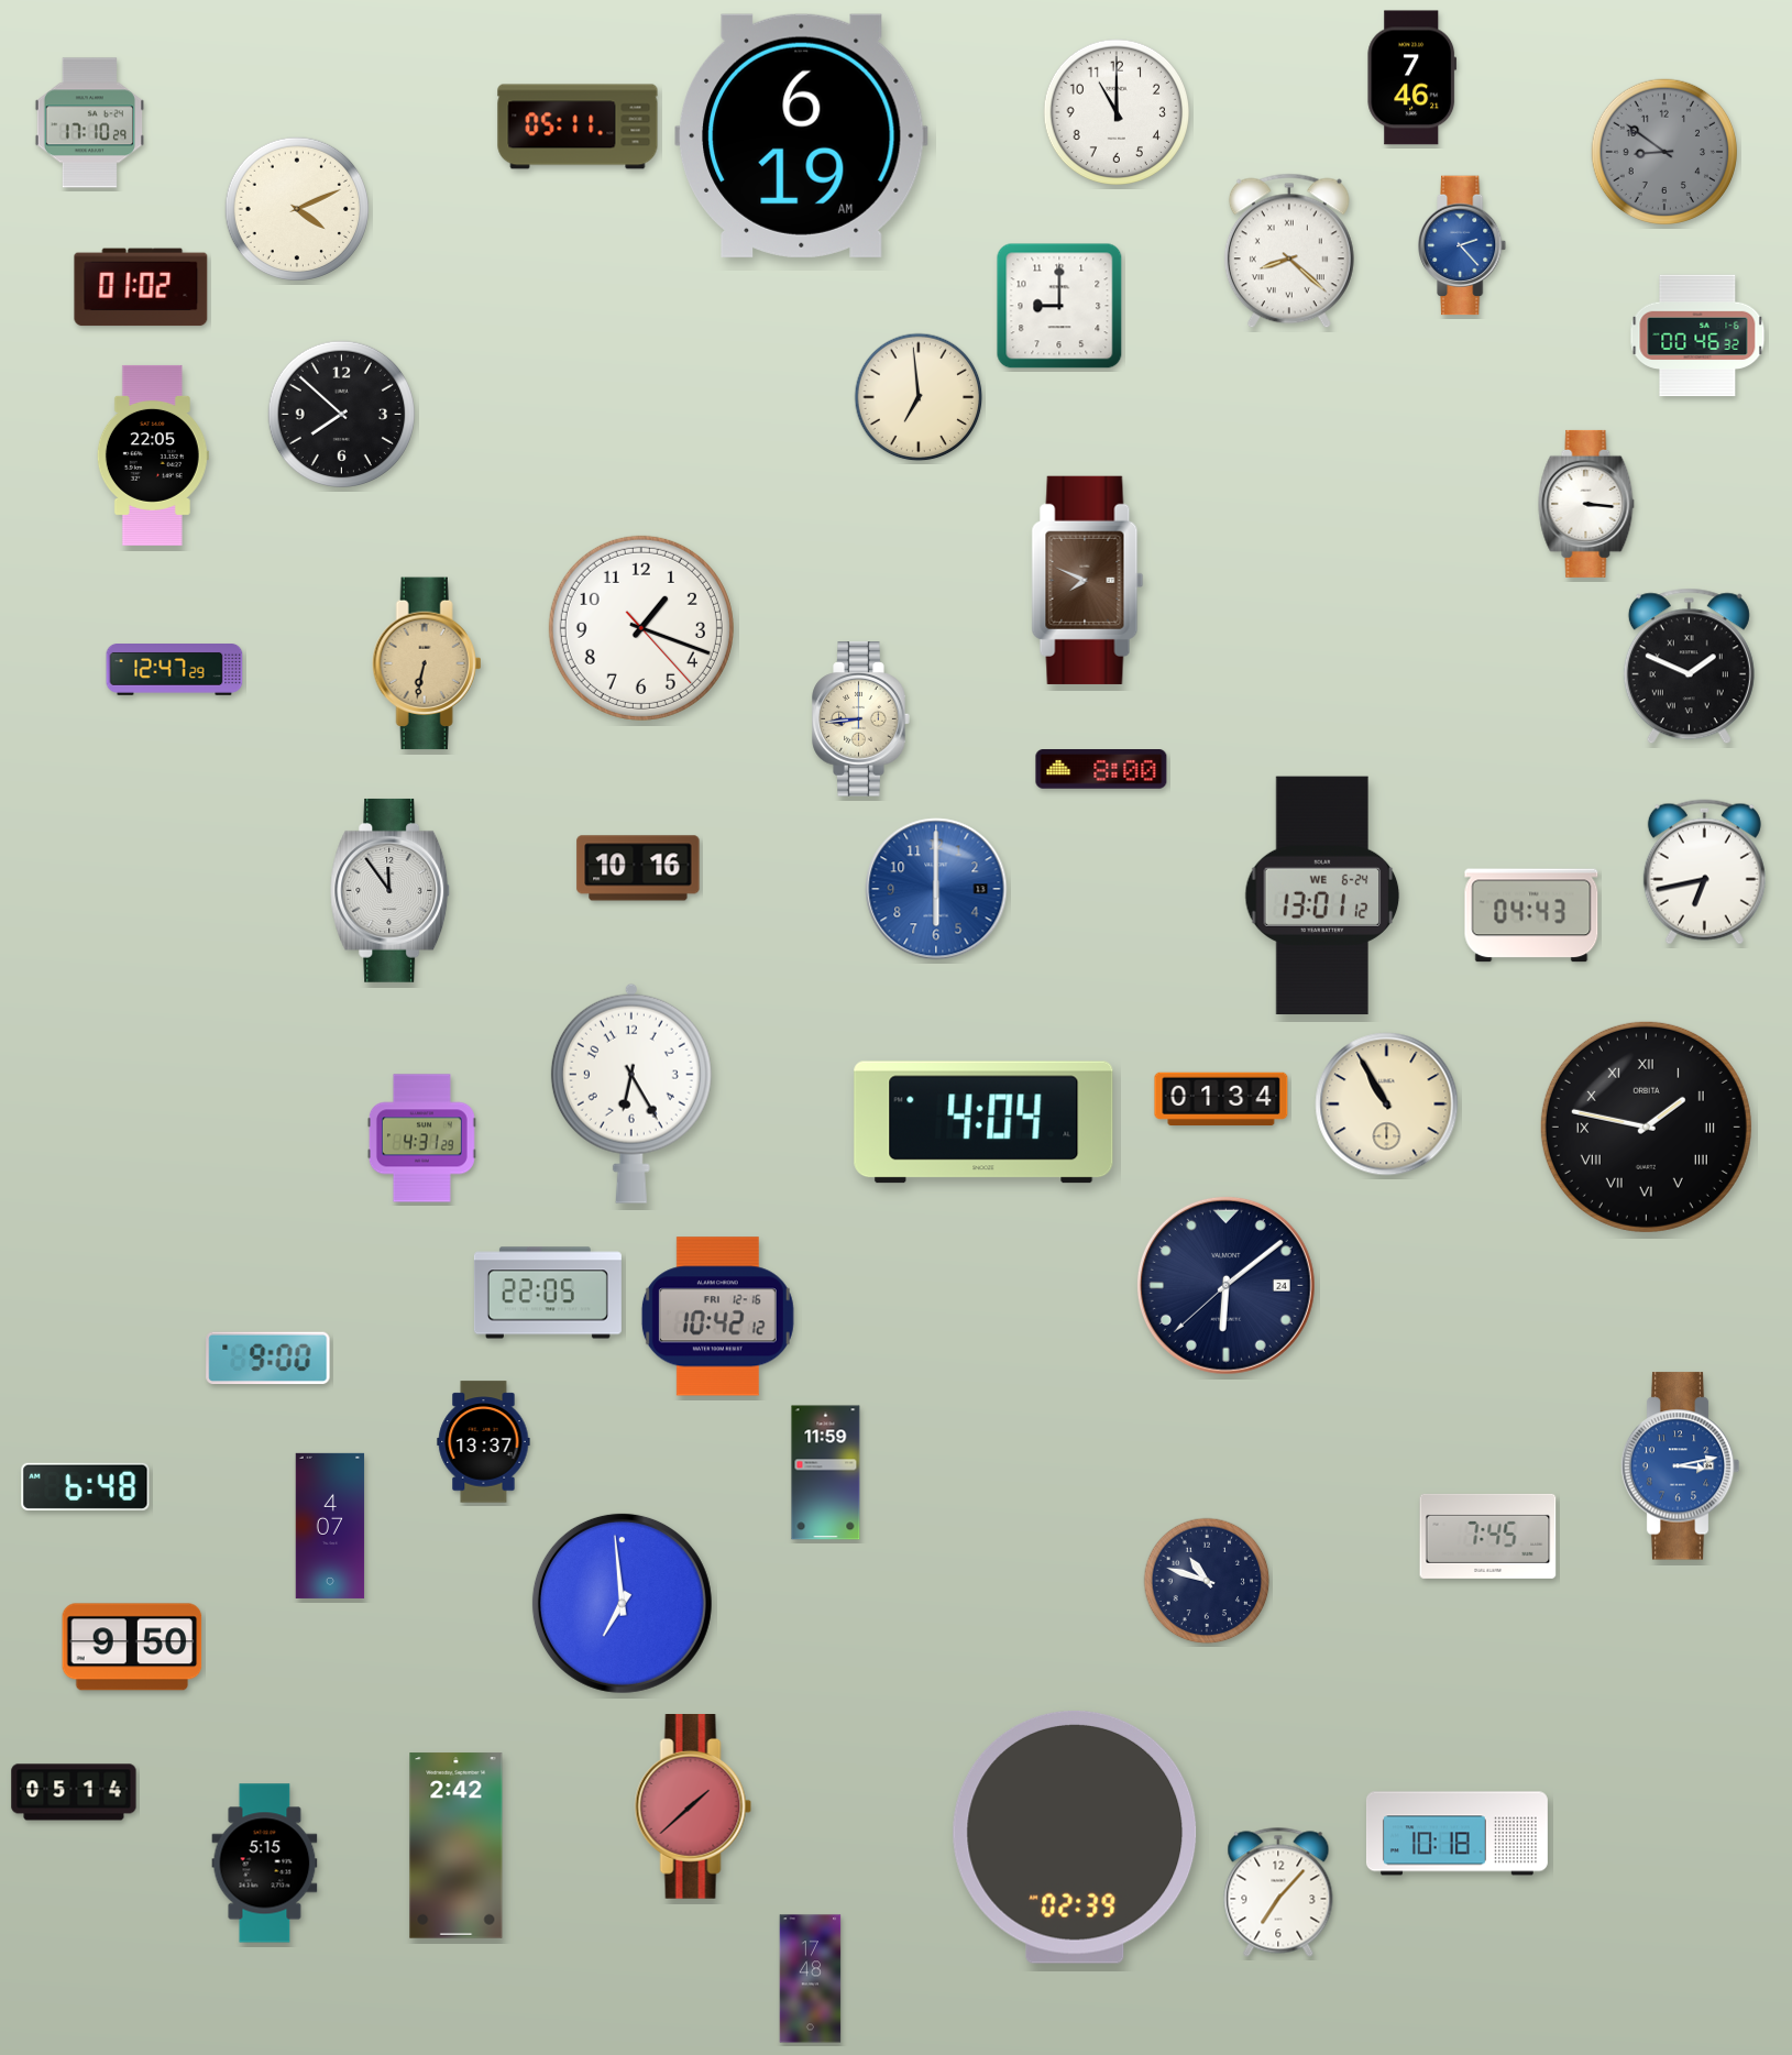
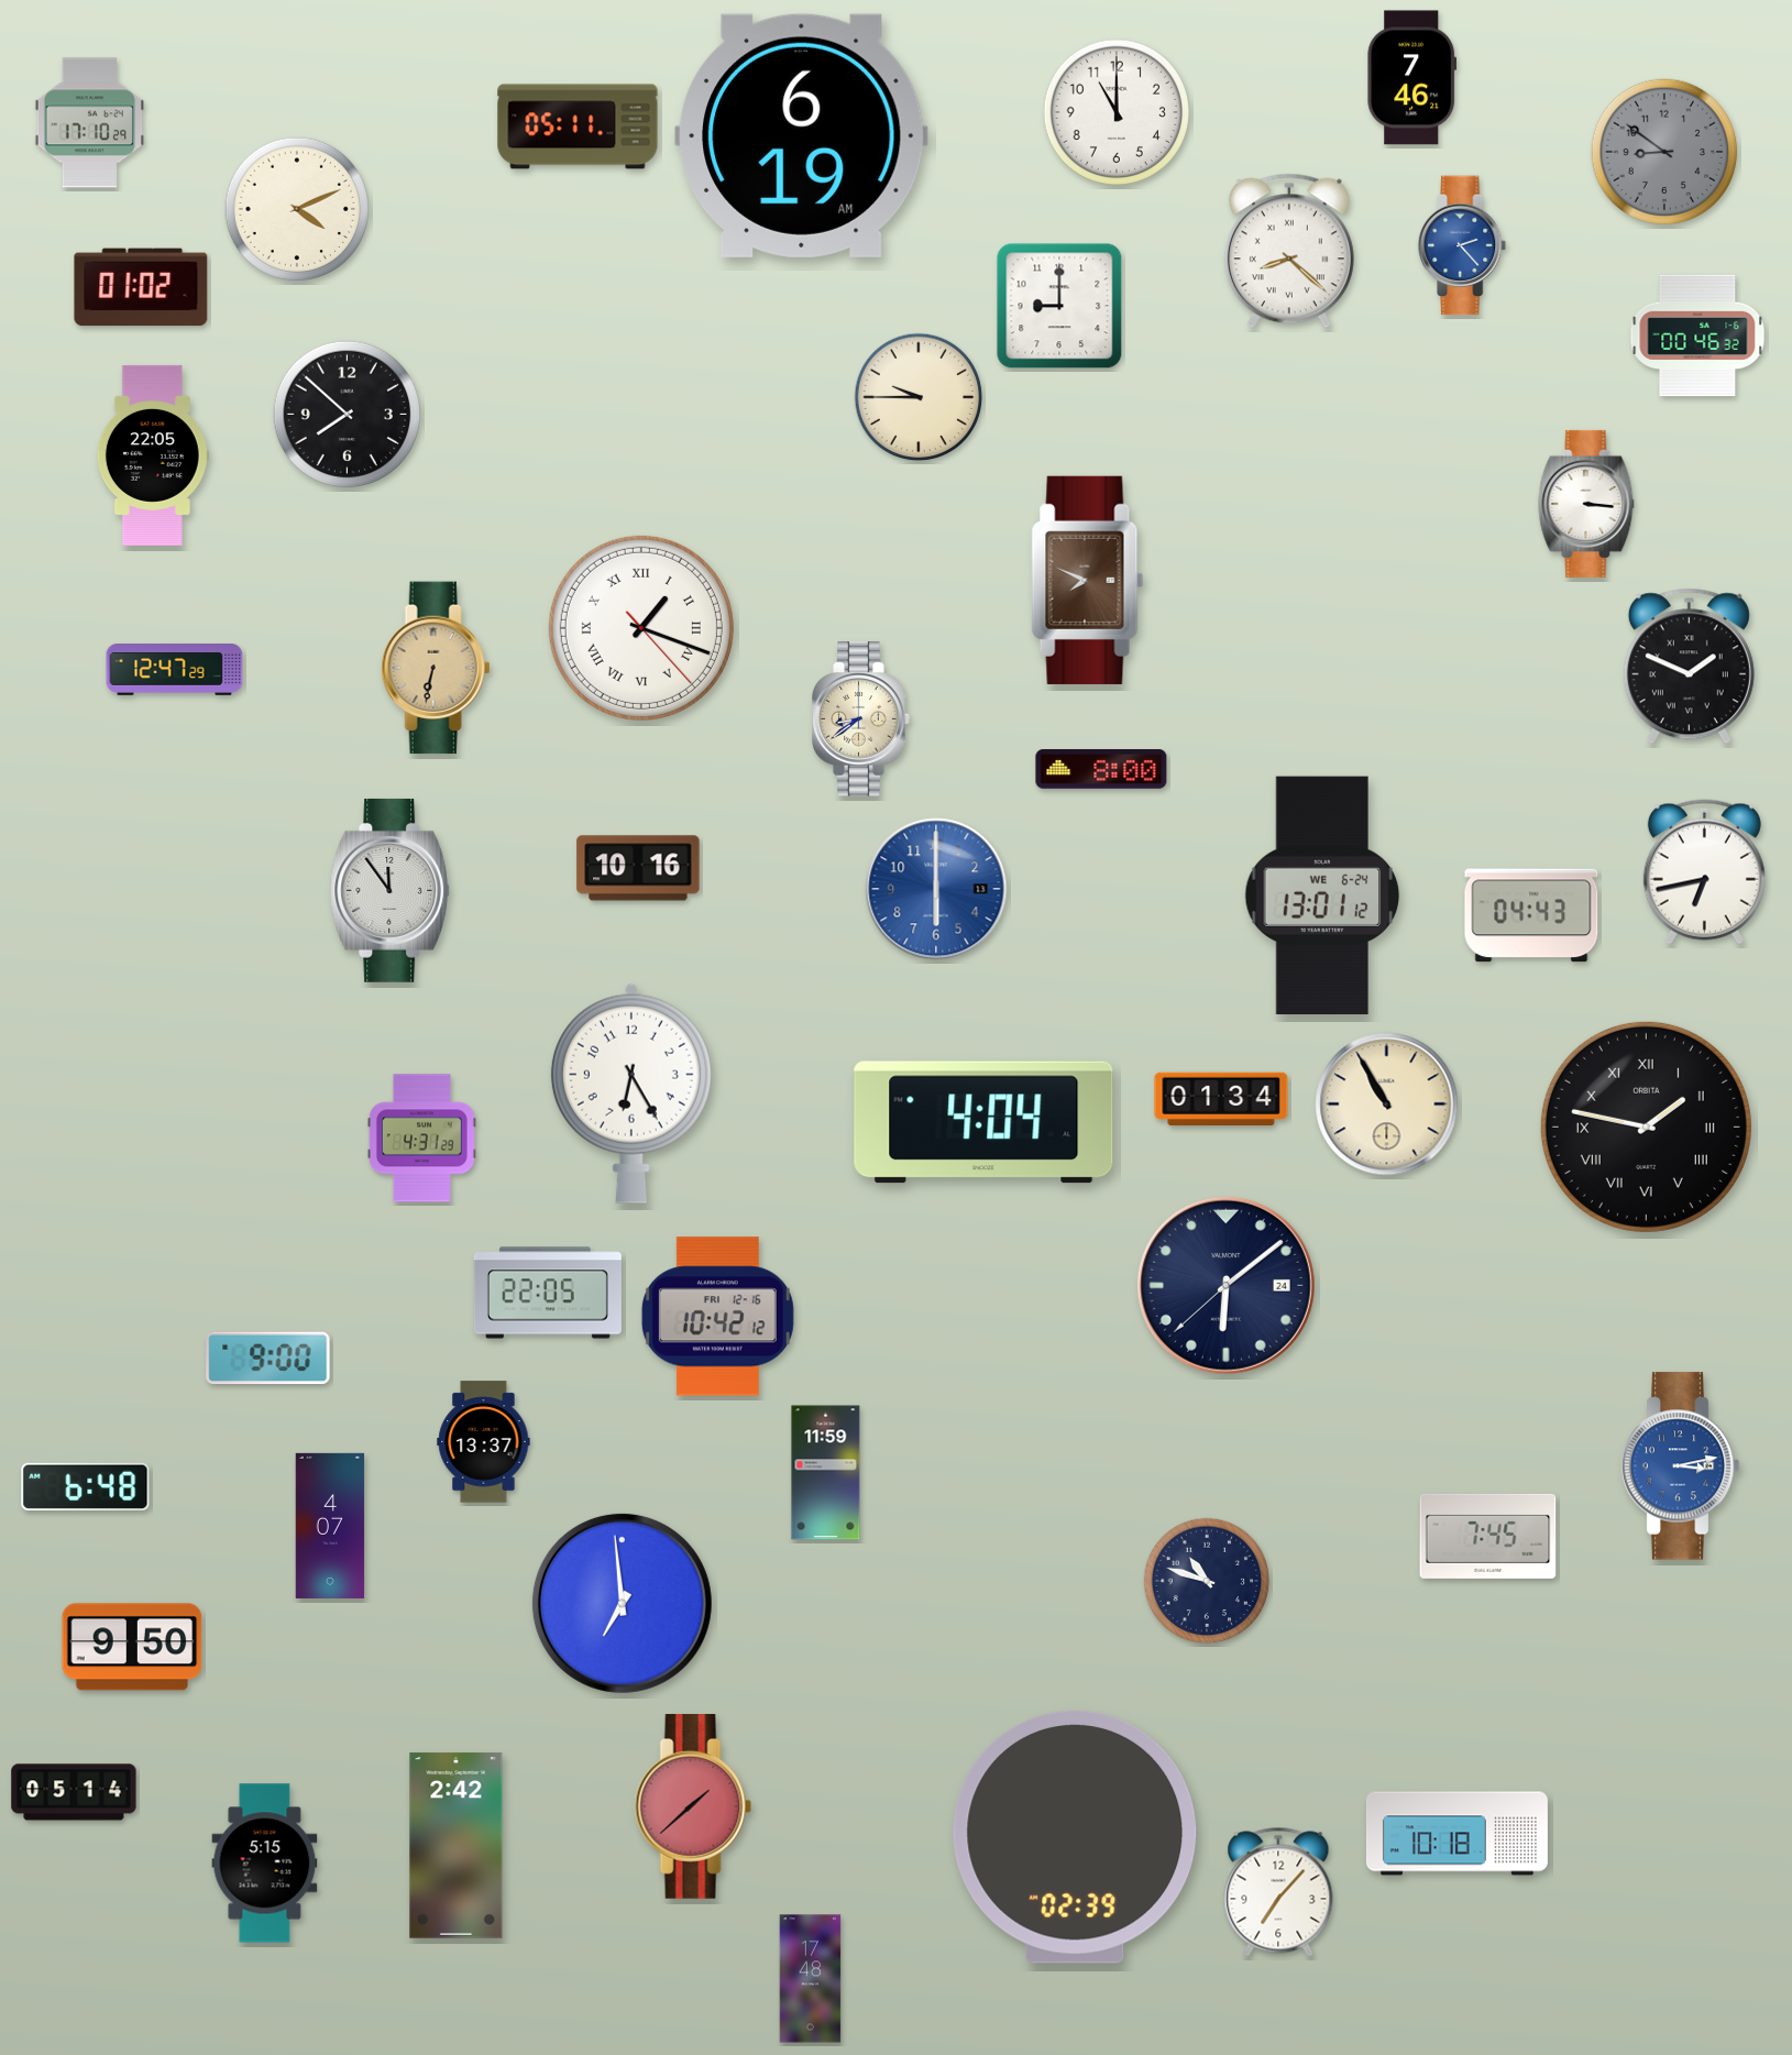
clock at (919, 397): 6:59 -> 9:45
clock at (341, 414) position: (341, 414) -> (347, 414)
clock at (641, 628) numerals: Arabic -> Roman
clock at (427, 663) position: (427, 663) -> (436, 668)
clock at (861, 719): 8:44 -> 8:39
